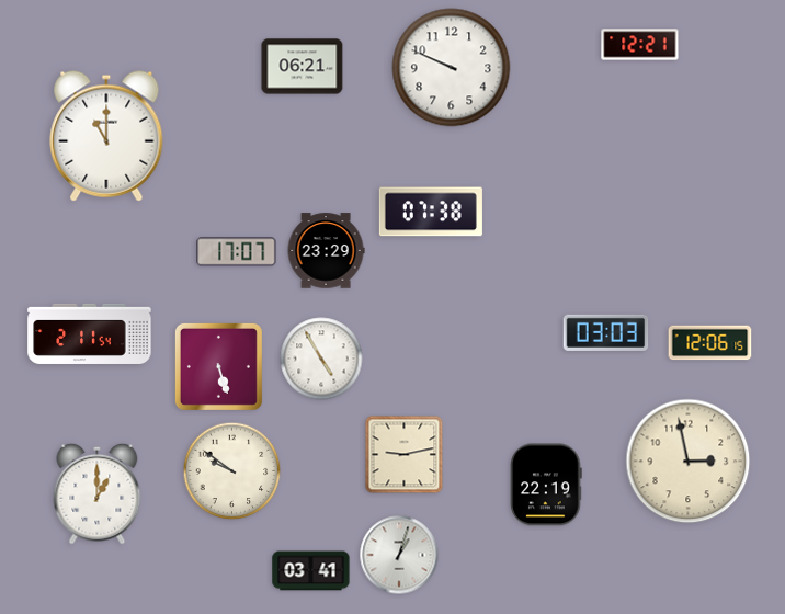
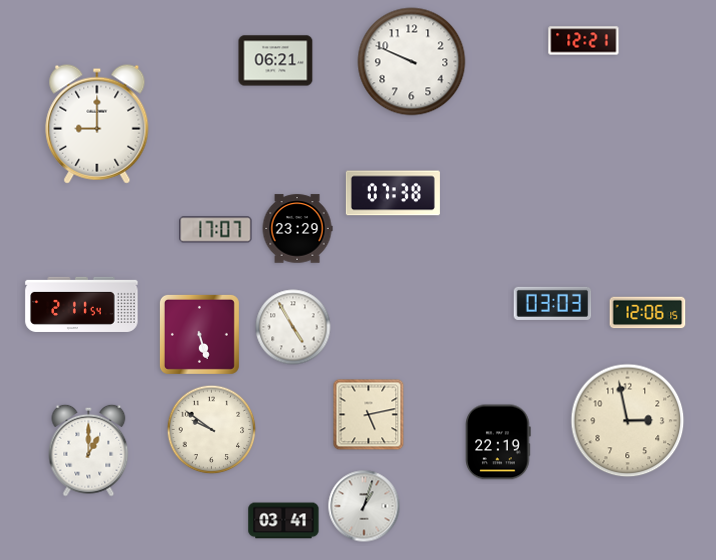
clock at (106, 136): 11:00 -> 9:00
clock at (405, 455): 9:13 -> 5:13
